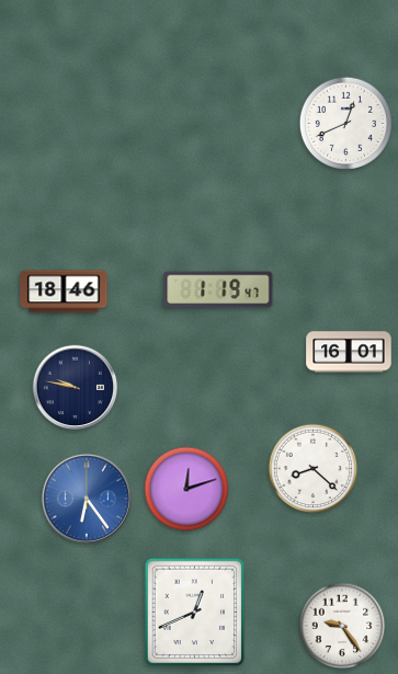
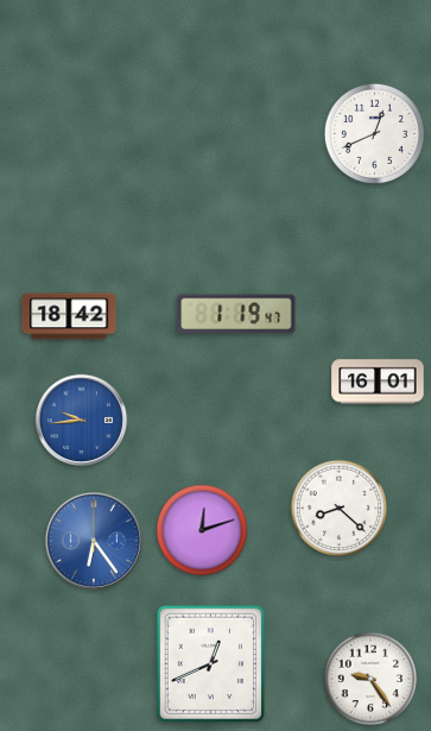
clock at (64, 292): 18:46 -> 18:42
clock at (76, 388): 9:47 -> 9:44
clock at (76, 388) dial: navy -> blue
